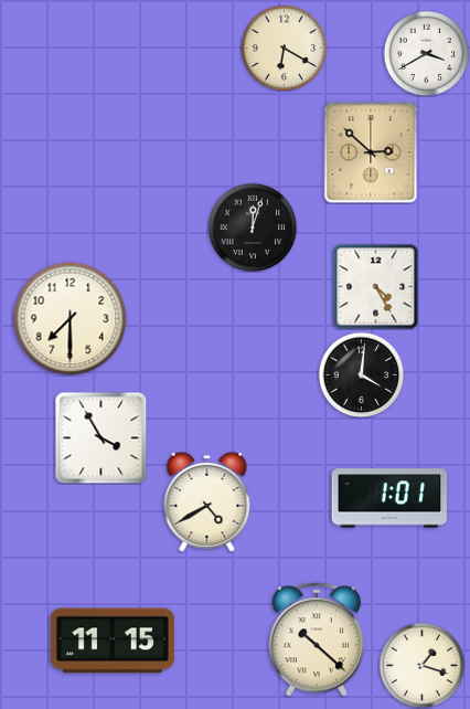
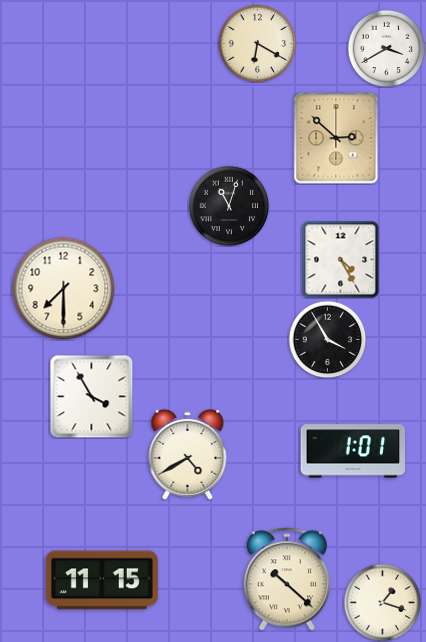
clock at (253, 227): 12:03 -> 11:03
clock at (361, 374): 4:01 -> 3:55
